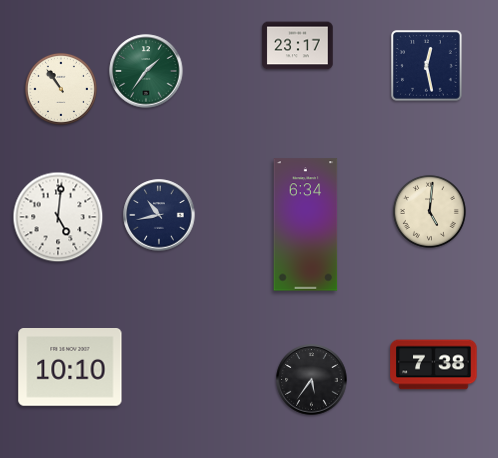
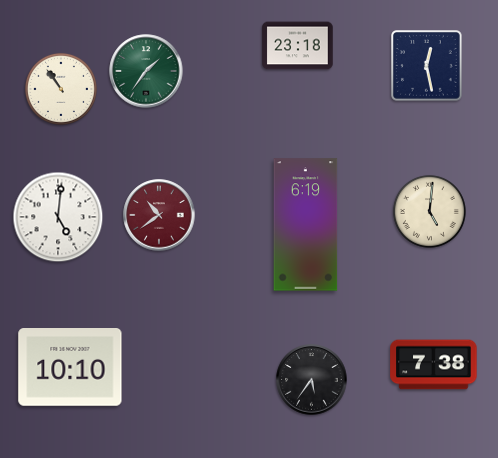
clock at (298, 46): 23:17 -> 23:18
clock at (159, 215): 10:43 -> 10:39
clock at (159, 215) dial: navy -> burgundy
clock at (306, 225): 6:34 -> 6:19
